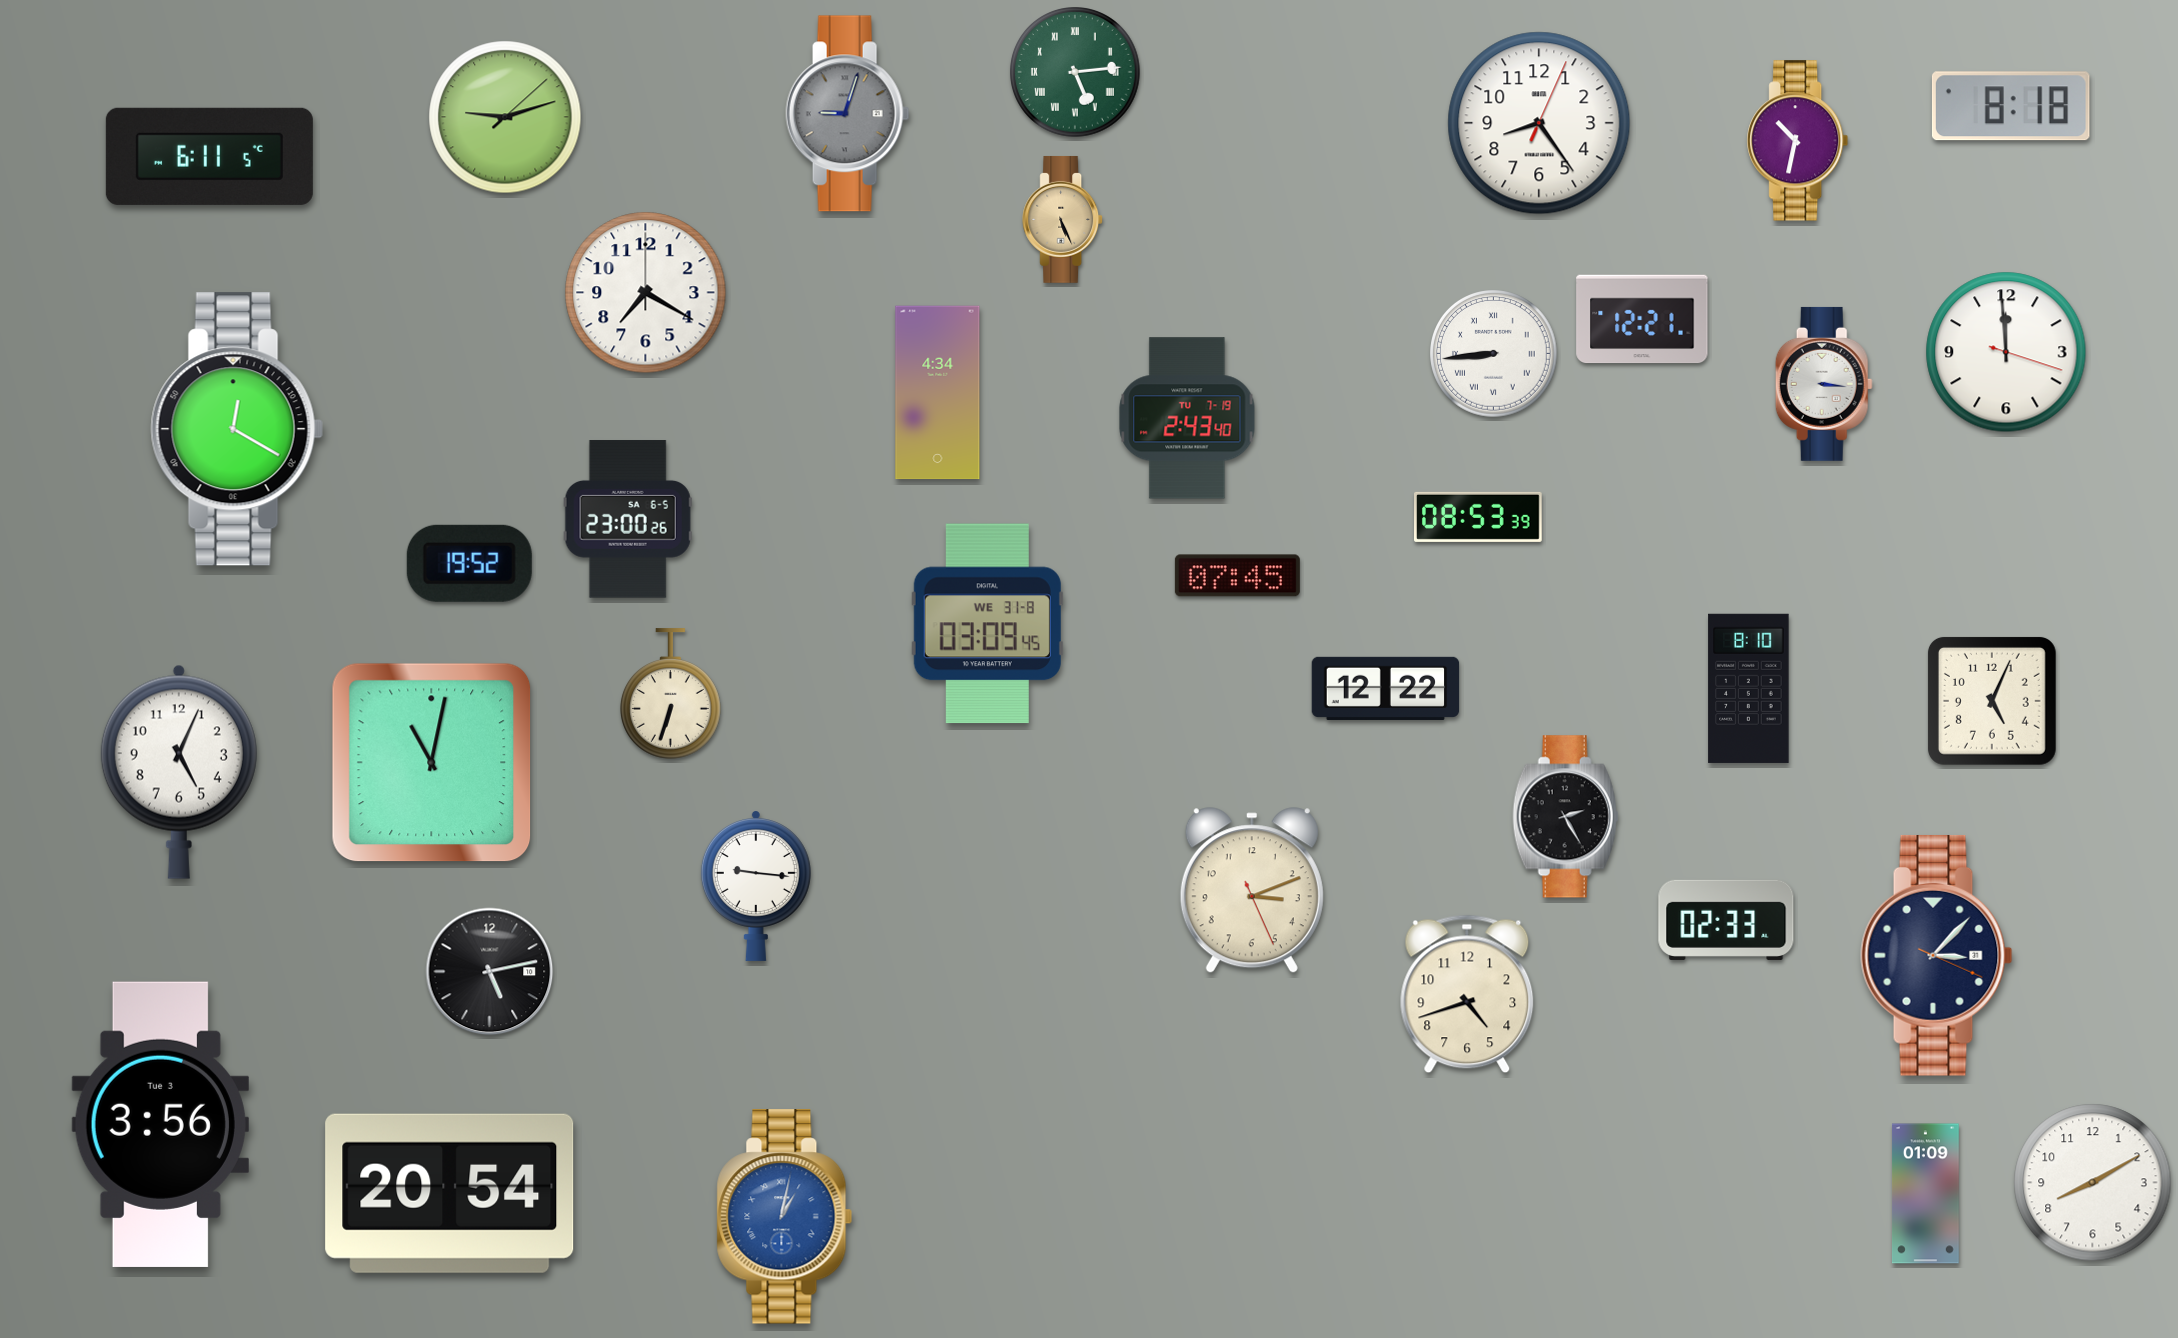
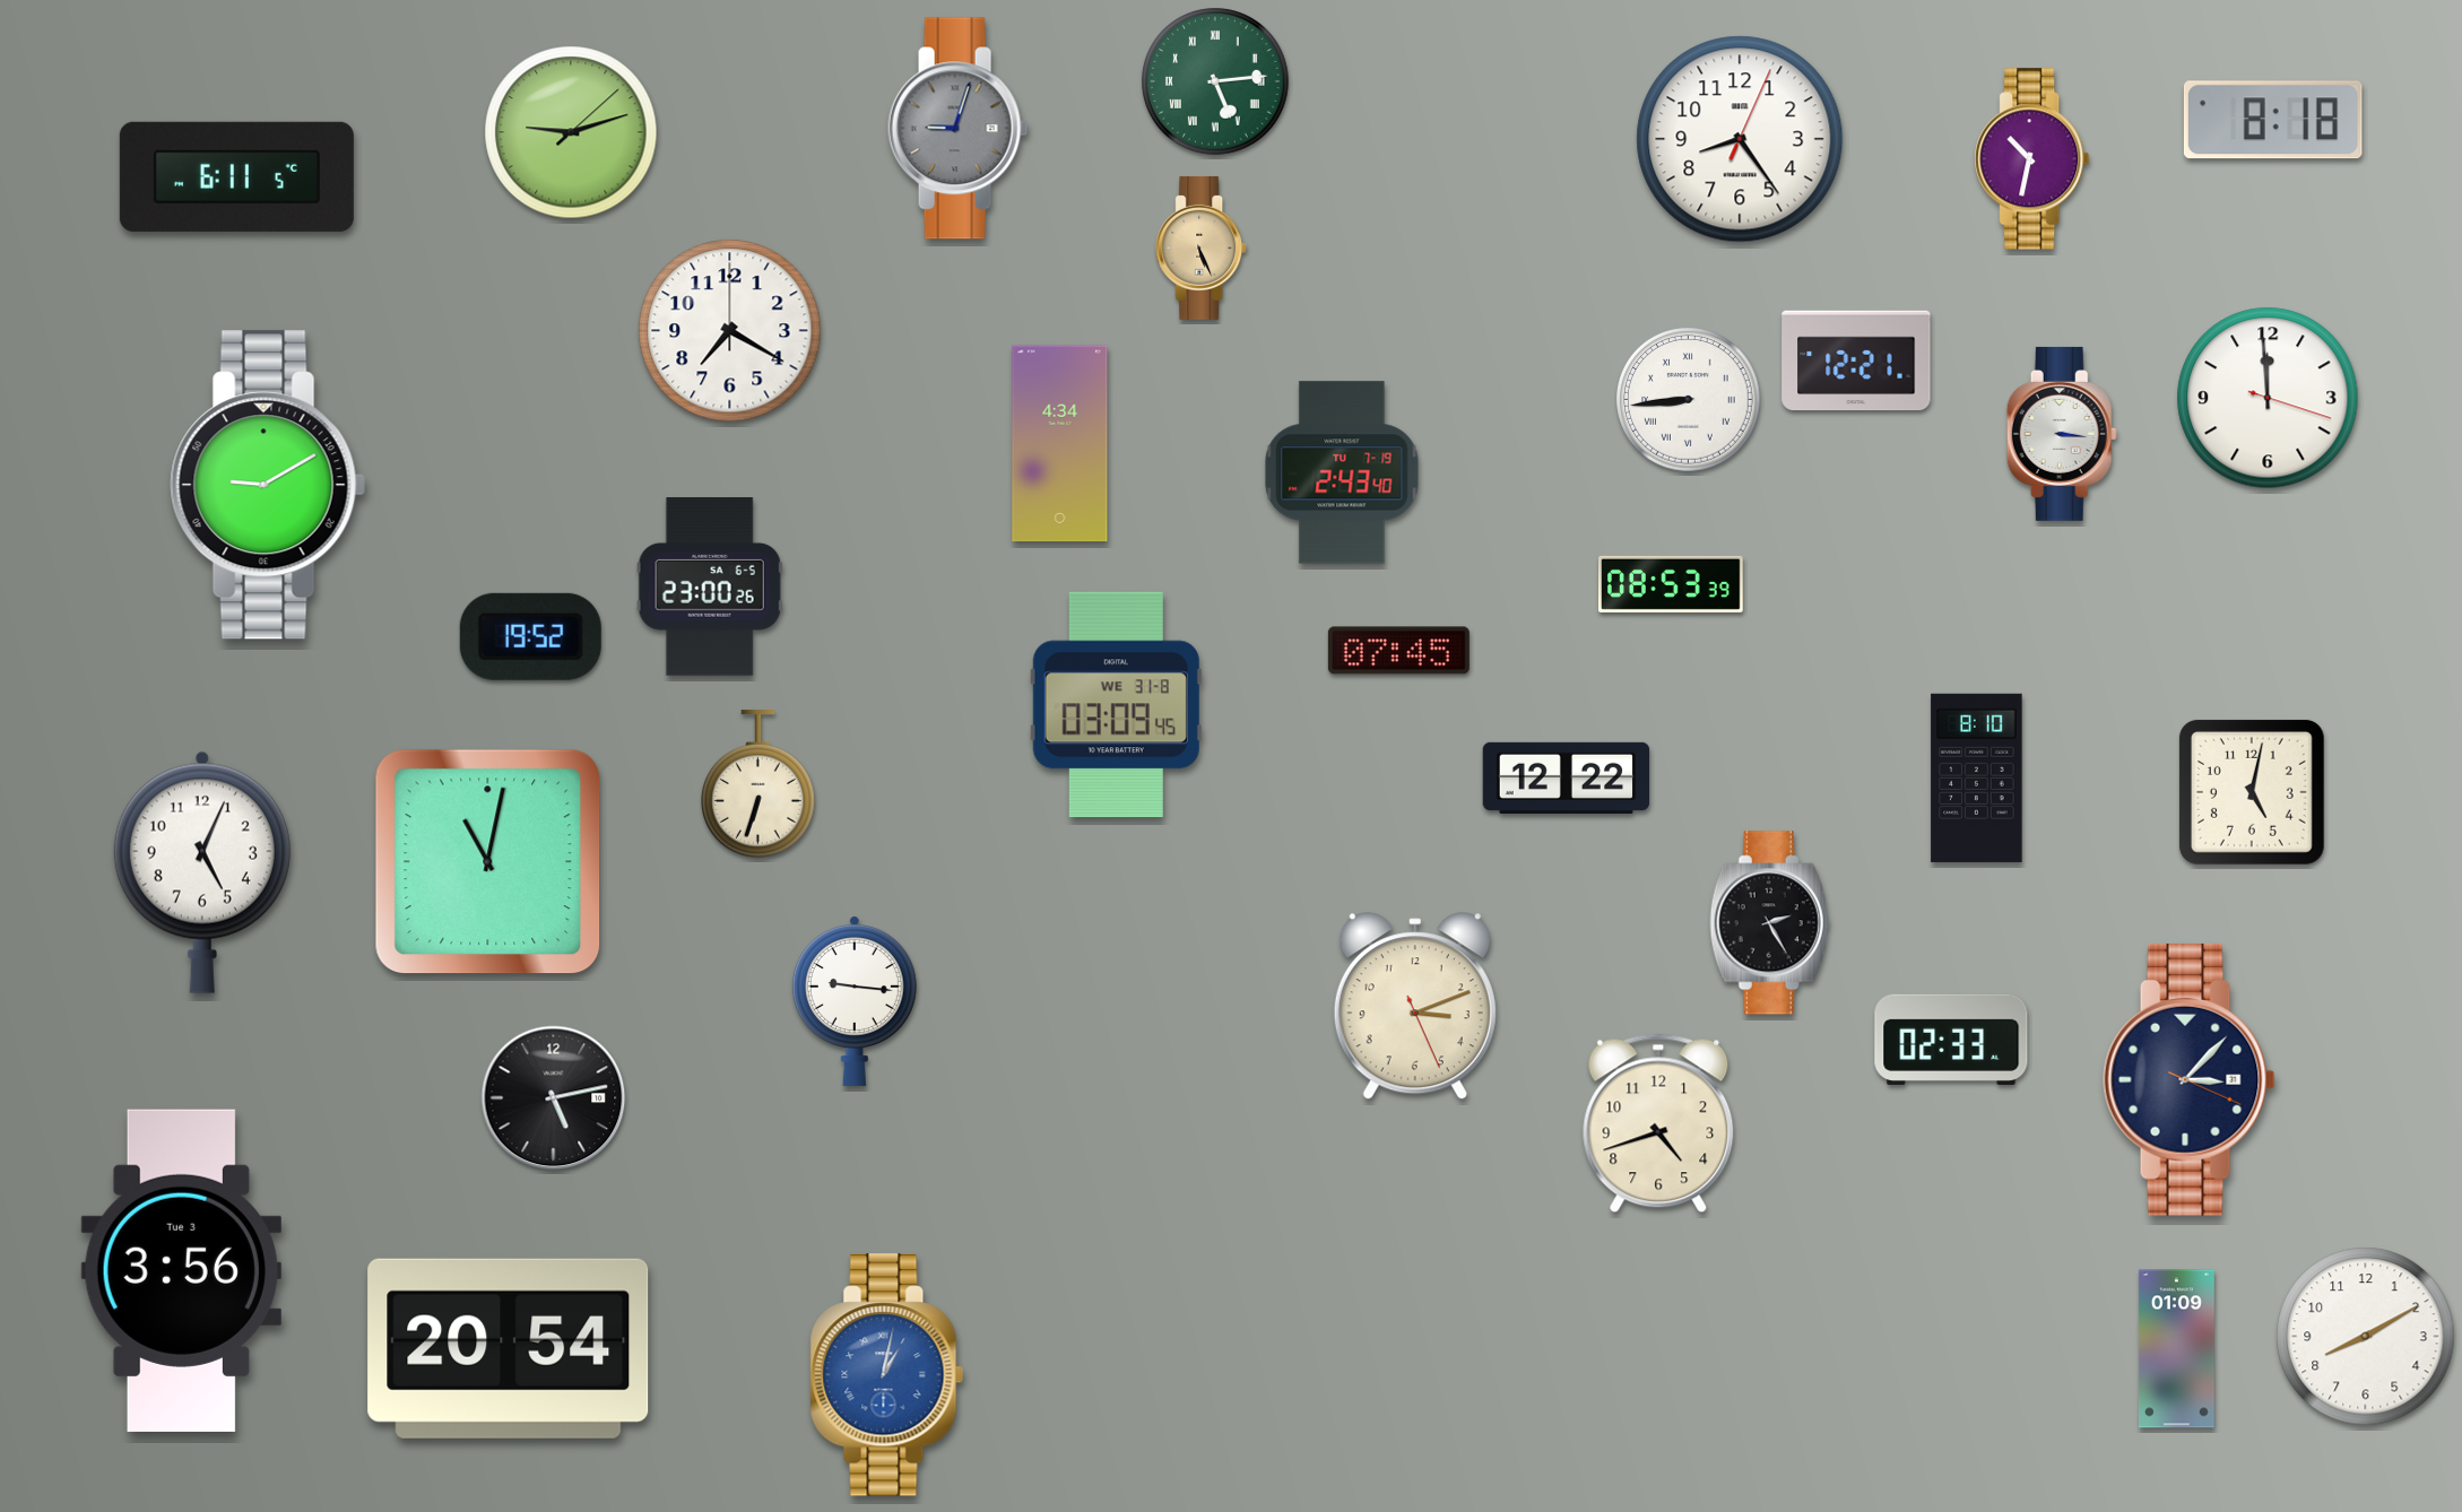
clock at (237, 429): 12:20 -> 9:10
clock at (1992, 701): 5:04 -> 5:02
